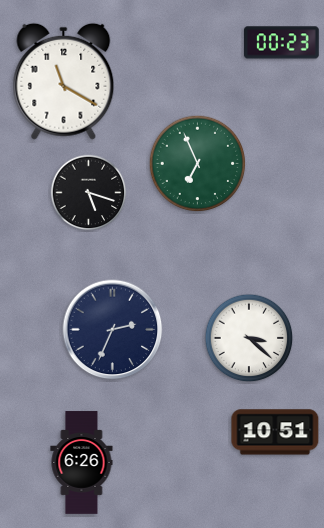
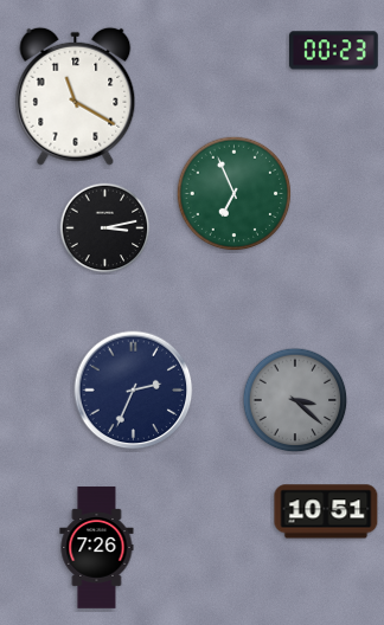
clock at (89, 193): 5:18 -> 3:13
clock at (249, 338) dial: white -> grey
clock at (82, 463): 6:26 -> 7:26
